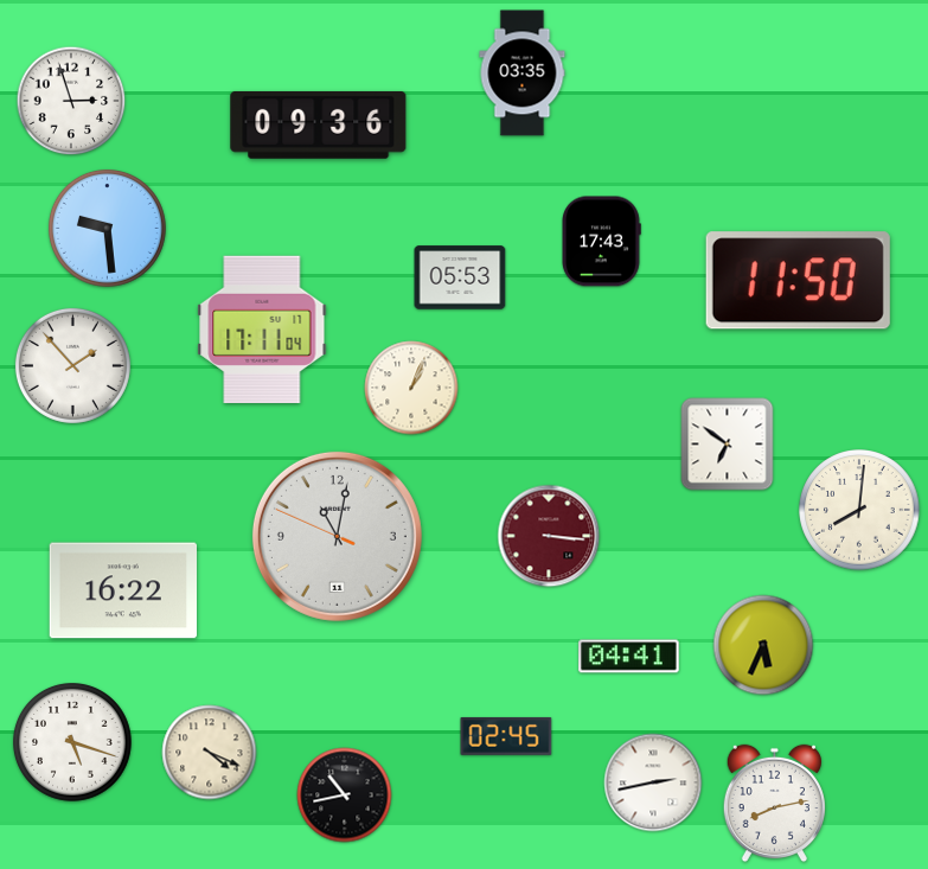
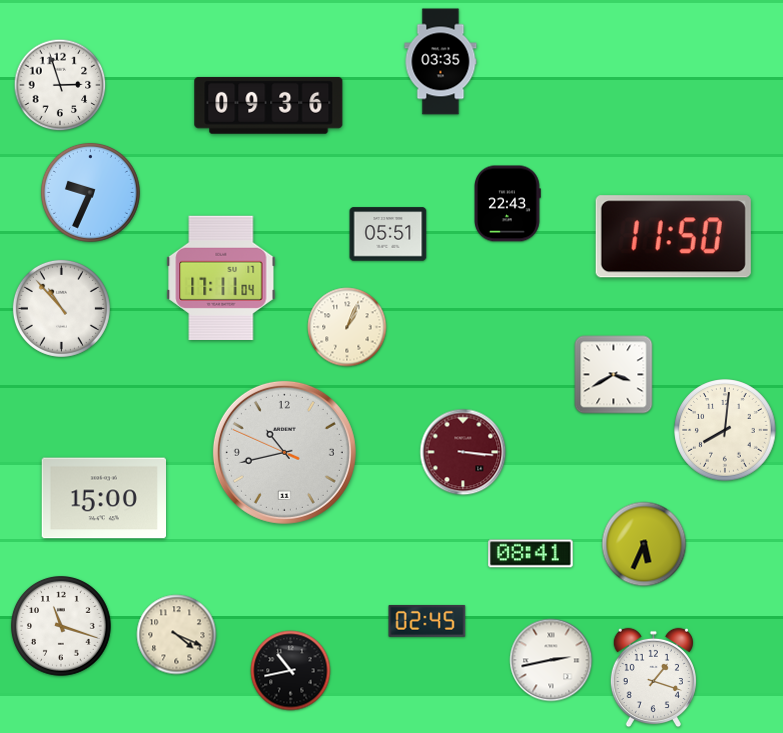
clock at (107, 228): 9:29 -> 9:34
clock at (602, 242): 17:43 -> 22:43
clock at (460, 277): 05:53 -> 05:51
clock at (72, 365): 1:53 -> 10:53
clock at (728, 445): 6:51 -> 3:40
clock at (337, 536): 11:01 -> 10:42
clock at (122, 590): 16:22 -> 15:00
clock at (629, 657): 04:41 -> 08:41
clock at (73, 743): 5:18 -> 11:18
clock at (774, 804): 8:13 -> 1:18
